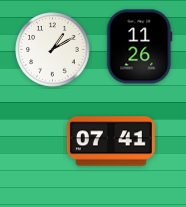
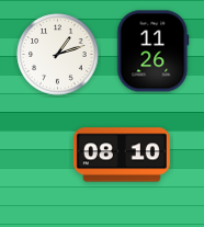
clock at (53, 50): 1:10 -> 1:12
clock at (111, 141): 07:41 -> 08:10
